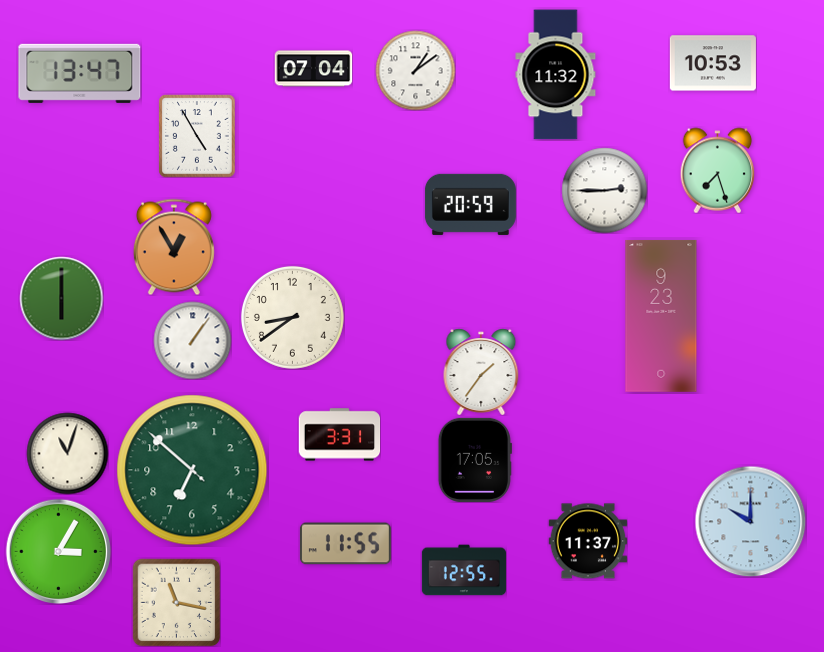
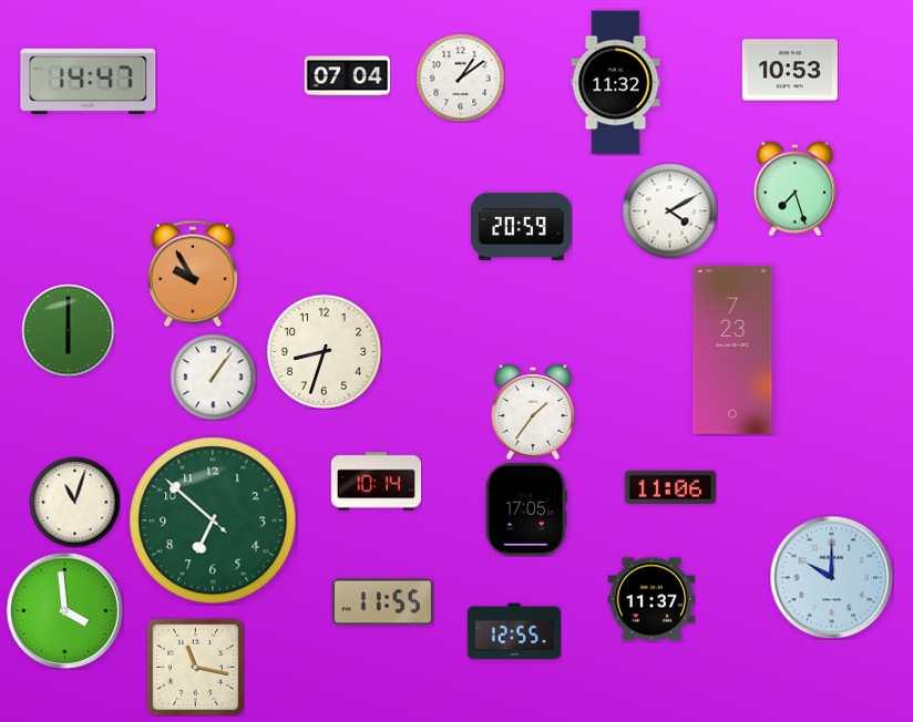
clock at (80, 73): 13:47 -> 14:47
clock at (197, 136): 4:55 -> none
clock at (604, 190): 2:45 -> 4:10
clock at (174, 247): 12:55 -> 9:55
clock at (661, 316): 9:23 -> 7:23
clock at (292, 317): 8:39 -> 8:33
clock at (339, 435): 3:31 -> 10:14
clock at (669, 487): none -> 11:06
clock at (58, 551): 3:05 -> 3:59
